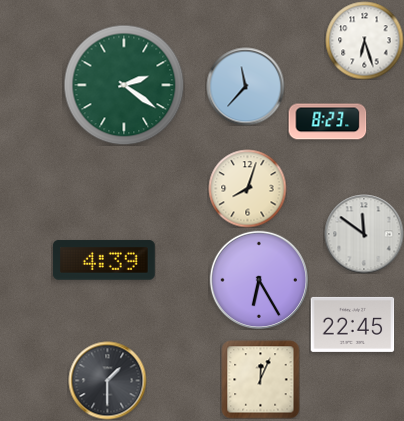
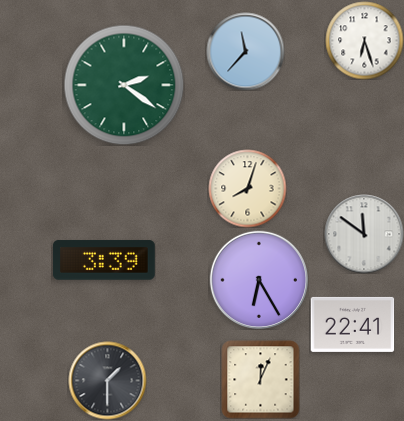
clock at (245, 86) position: (245, 86) -> (245, 51)
clock at (327, 122): 8:23 -> none
clock at (104, 260): 4:39 -> 3:39
clock at (352, 324): 22:45 -> 22:41
